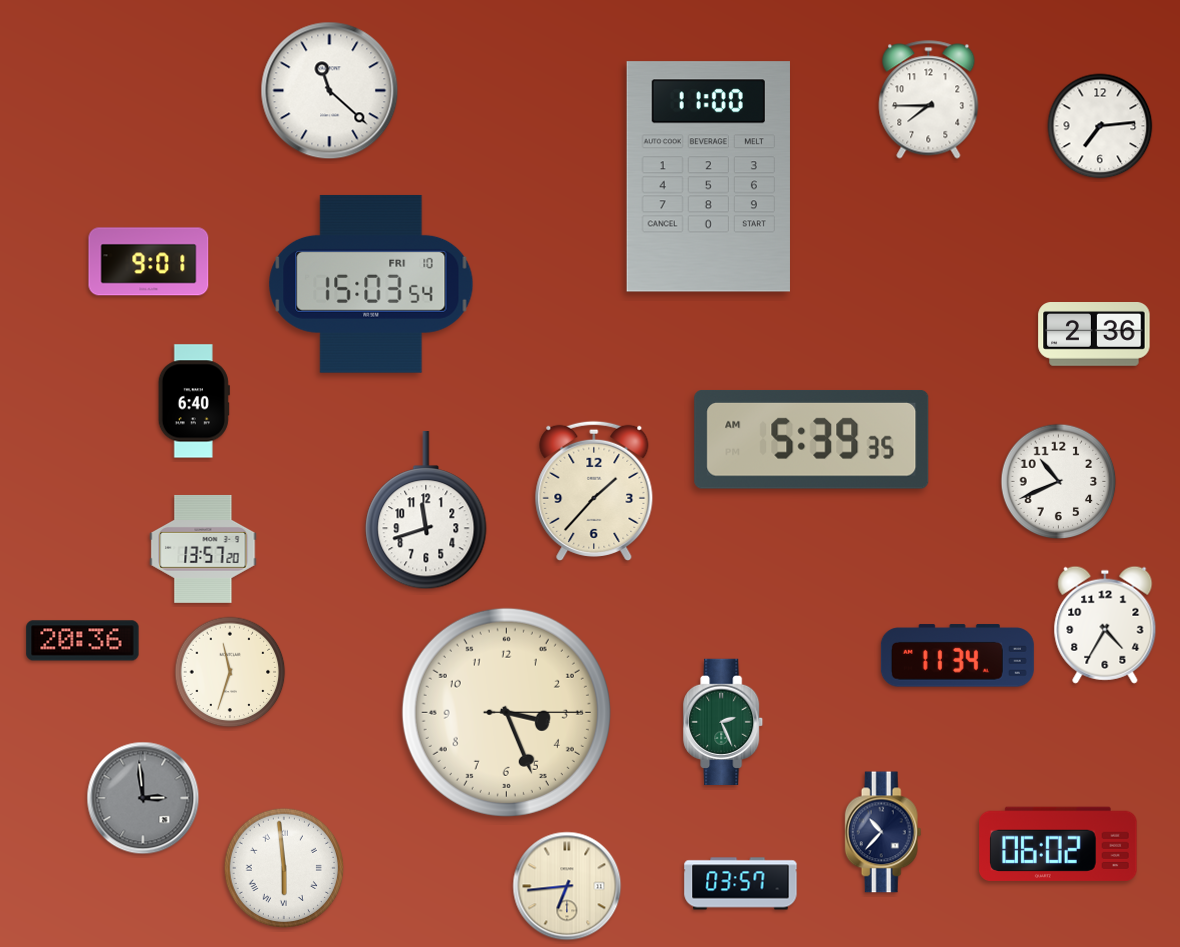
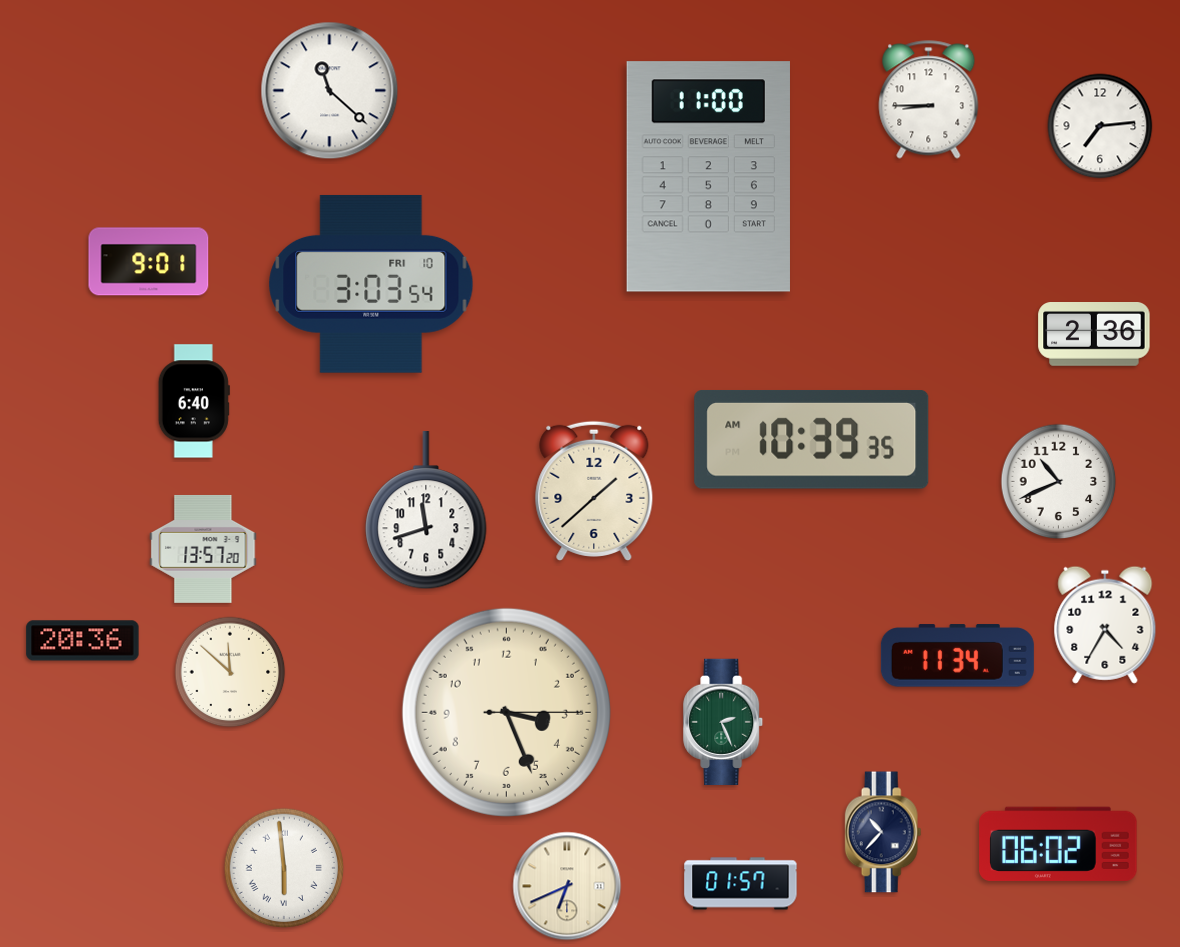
clock at (929, 100): 7:45 -> 8:45
clock at (371, 284): 15:03 -> 3:03
clock at (812, 440): 5:39 -> 10:39
clock at (594, 491): 1:37 -> 1:38
clock at (230, 672): 11:33 -> 11:52
clock at (143, 798): 2:59 -> none
clock at (741, 884): 03:57 -> 01:57
clock at (567, 886): 6:44 -> 6:41
